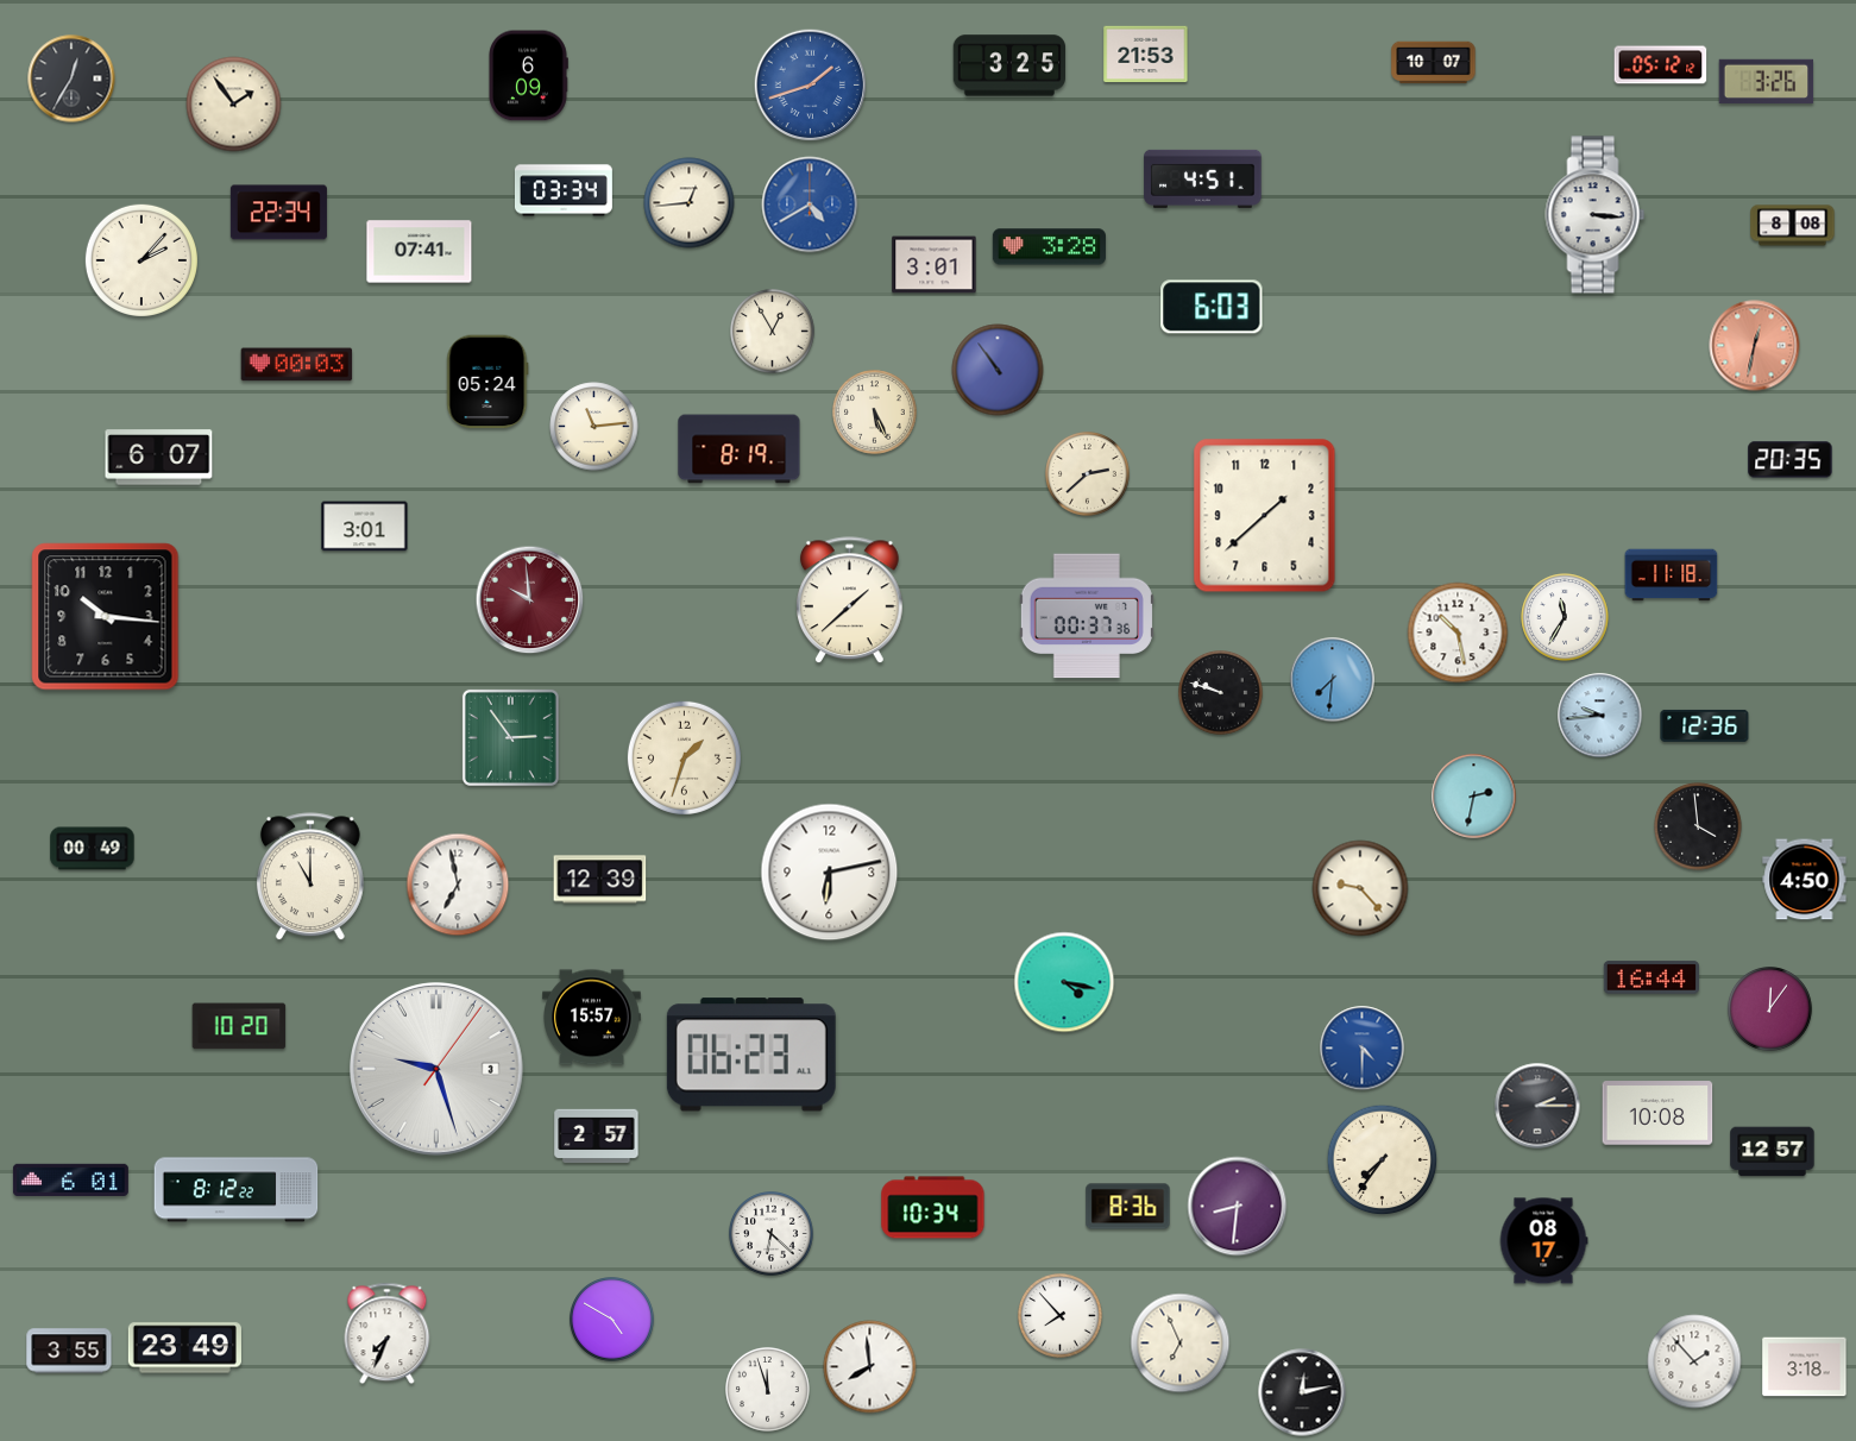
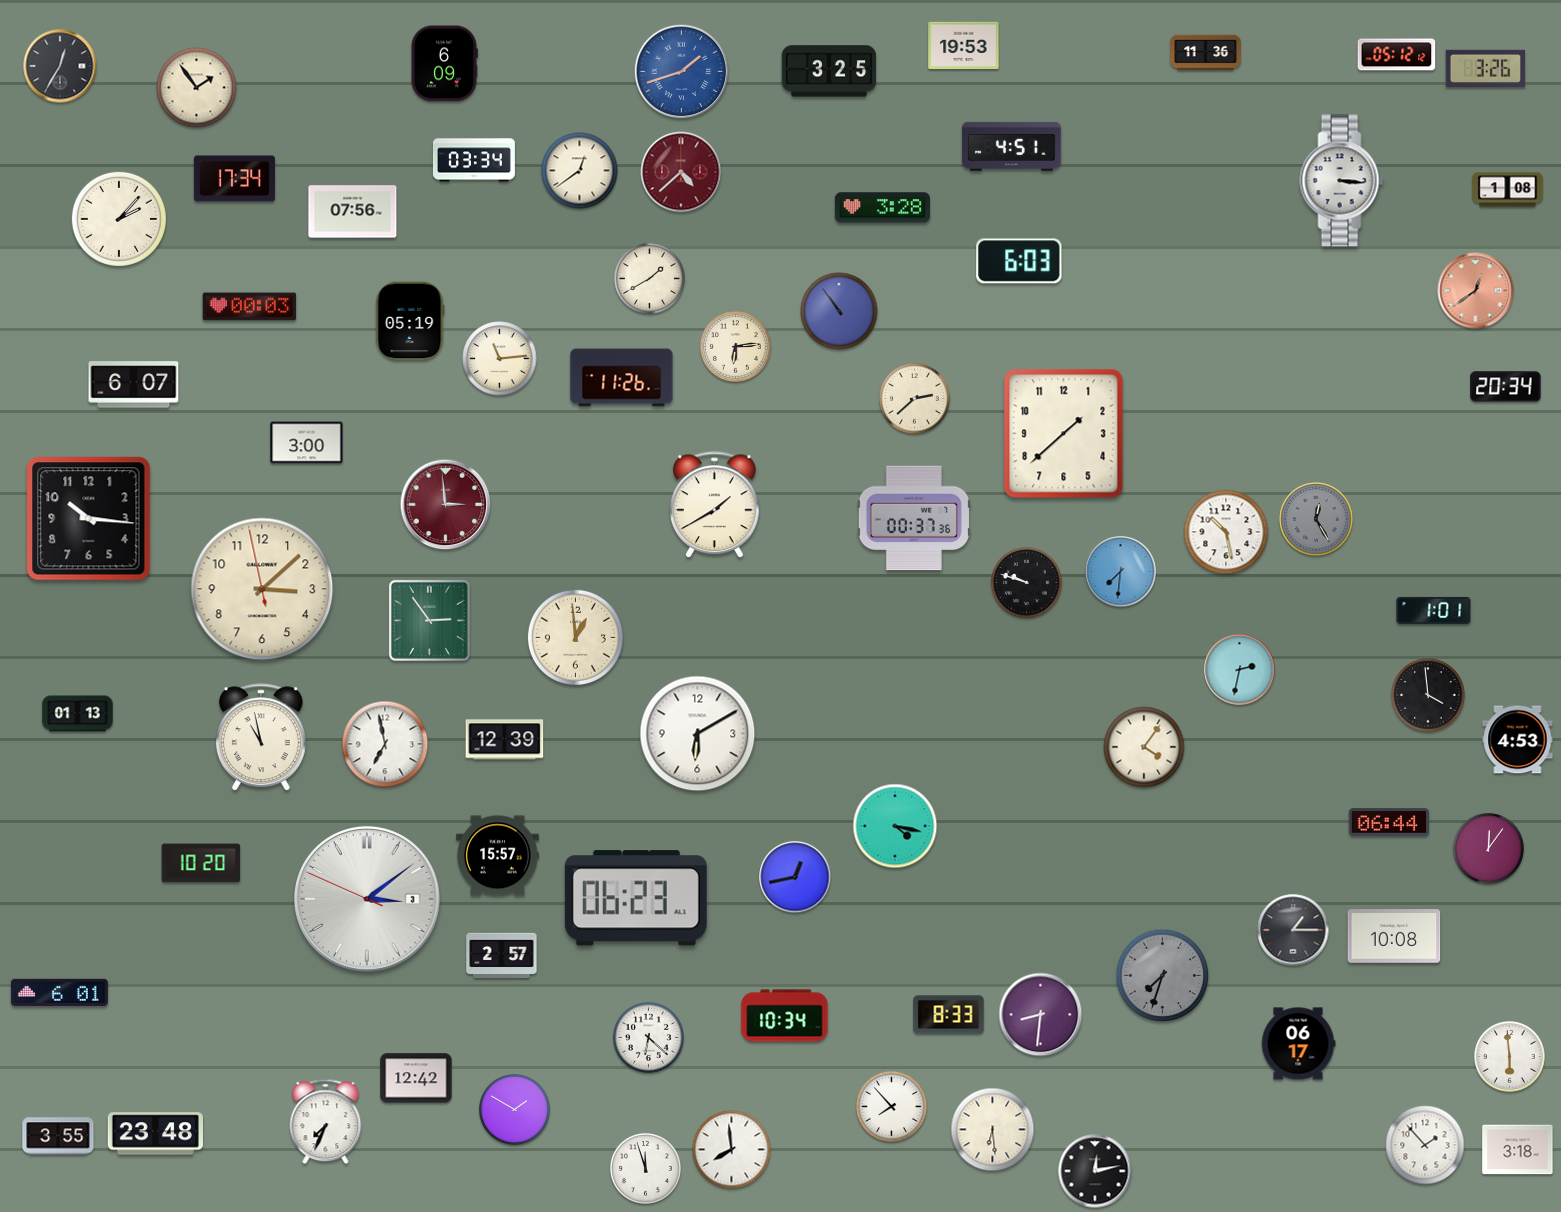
clock at (1146, 55): 21:53 -> 19:53
clock at (1434, 63): 10:07 -> 11:36
clock at (1009, 65) position: (1009, 65) -> (829, 71)
clock at (1203, 178) position: (1203, 178) -> (1012, 146)
clock at (690, 203): 12:44 -> 12:39
clock at (810, 204): 4:40 -> 4:38
clock at (810, 204) dial: blue -> burgundy
clock at (278, 213): 22:34 -> 17:34
clock at (1793, 226): 8:08 -> 1:08
clock at (420, 252): 07:41 -> 07:56
clock at (935, 265): 3:01 -> none
clock at (1212, 307) position: (1212, 307) -> (1019, 261)
clock at (773, 332): 12:55 -> 1:40
clock at (1755, 346): 12:32 -> 12:39
clock at (487, 382): 05:24 -> 05:19
clock at (875, 413): 5:26 -> 6:14
clock at (740, 449): 8:19 -> 11:26
clock at (1791, 460): 20:35 -> 20:34
clock at (365, 527): 3:01 -> 3:00
clock at (1672, 575): 11:18 -> none
clock at (530, 600): 9:59 -> 2:59
clock at (850, 600): 1:38 -> 1:40
clock at (1565, 617): 11:35 -> 12:25
clock at (1565, 617) dial: white -> grey
clock at (262, 589): none -> 3:07
clock at (1600, 716): 9:44 -> none
clock at (1705, 725): 12:36 -> 1:01
clock at (684, 757): 1:33 -> 12:59
clock at (93, 849): 00:49 -> 01:13
clock at (830, 873): 6:13 -> 6:10
clock at (310, 877): 11:00 -> 10:58
clock at (1805, 880): 4:50 -> 4:53
clock at (1360, 888): 9:23 -> 4:06
clock at (1650, 977): 16:44 -> 06:44
clock at (795, 877): none -> 12:43
clock at (1363, 1049): 4:30 -> none
clock at (751, 1055) position: (751, 1055) -> (636, 898)
clock at (438, 1070): 9:27 -> 3:08
clock at (1537, 1106): 2:15 -> 1:15
clock at (1773, 1152): 12:57 -> none
clock at (1383, 1160): 7:36 -> 7:33
clock at (1383, 1160) dial: cream -> grey
clock at (237, 1190): 8:12 -> none
clock at (1128, 1207): 8:36 -> 8:33
clock at (1543, 1241): 08:17 -> 06:17
clock at (1510, 1057): none -> 5:59
clock at (416, 1078): none -> 12:42
clock at (612, 1320): 4:50 -> 1:50
clock at (1181, 1344): 6:56 -> 6:29
clock at (184, 1348): 23:49 -> 23:48
